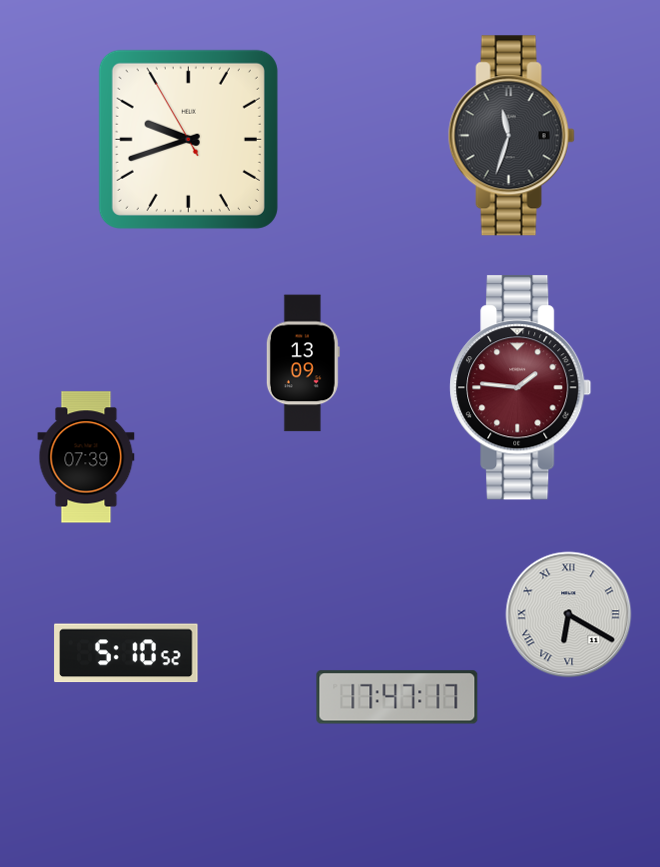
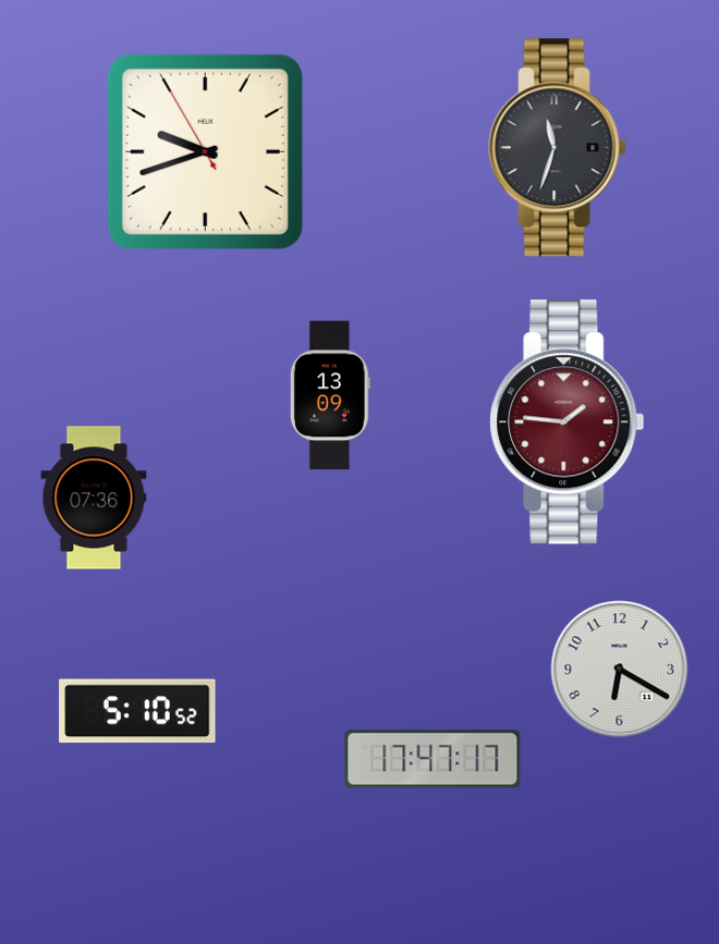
clock at (86, 457): 07:39 -> 07:36
clock at (569, 615) numerals: Roman -> Arabic
